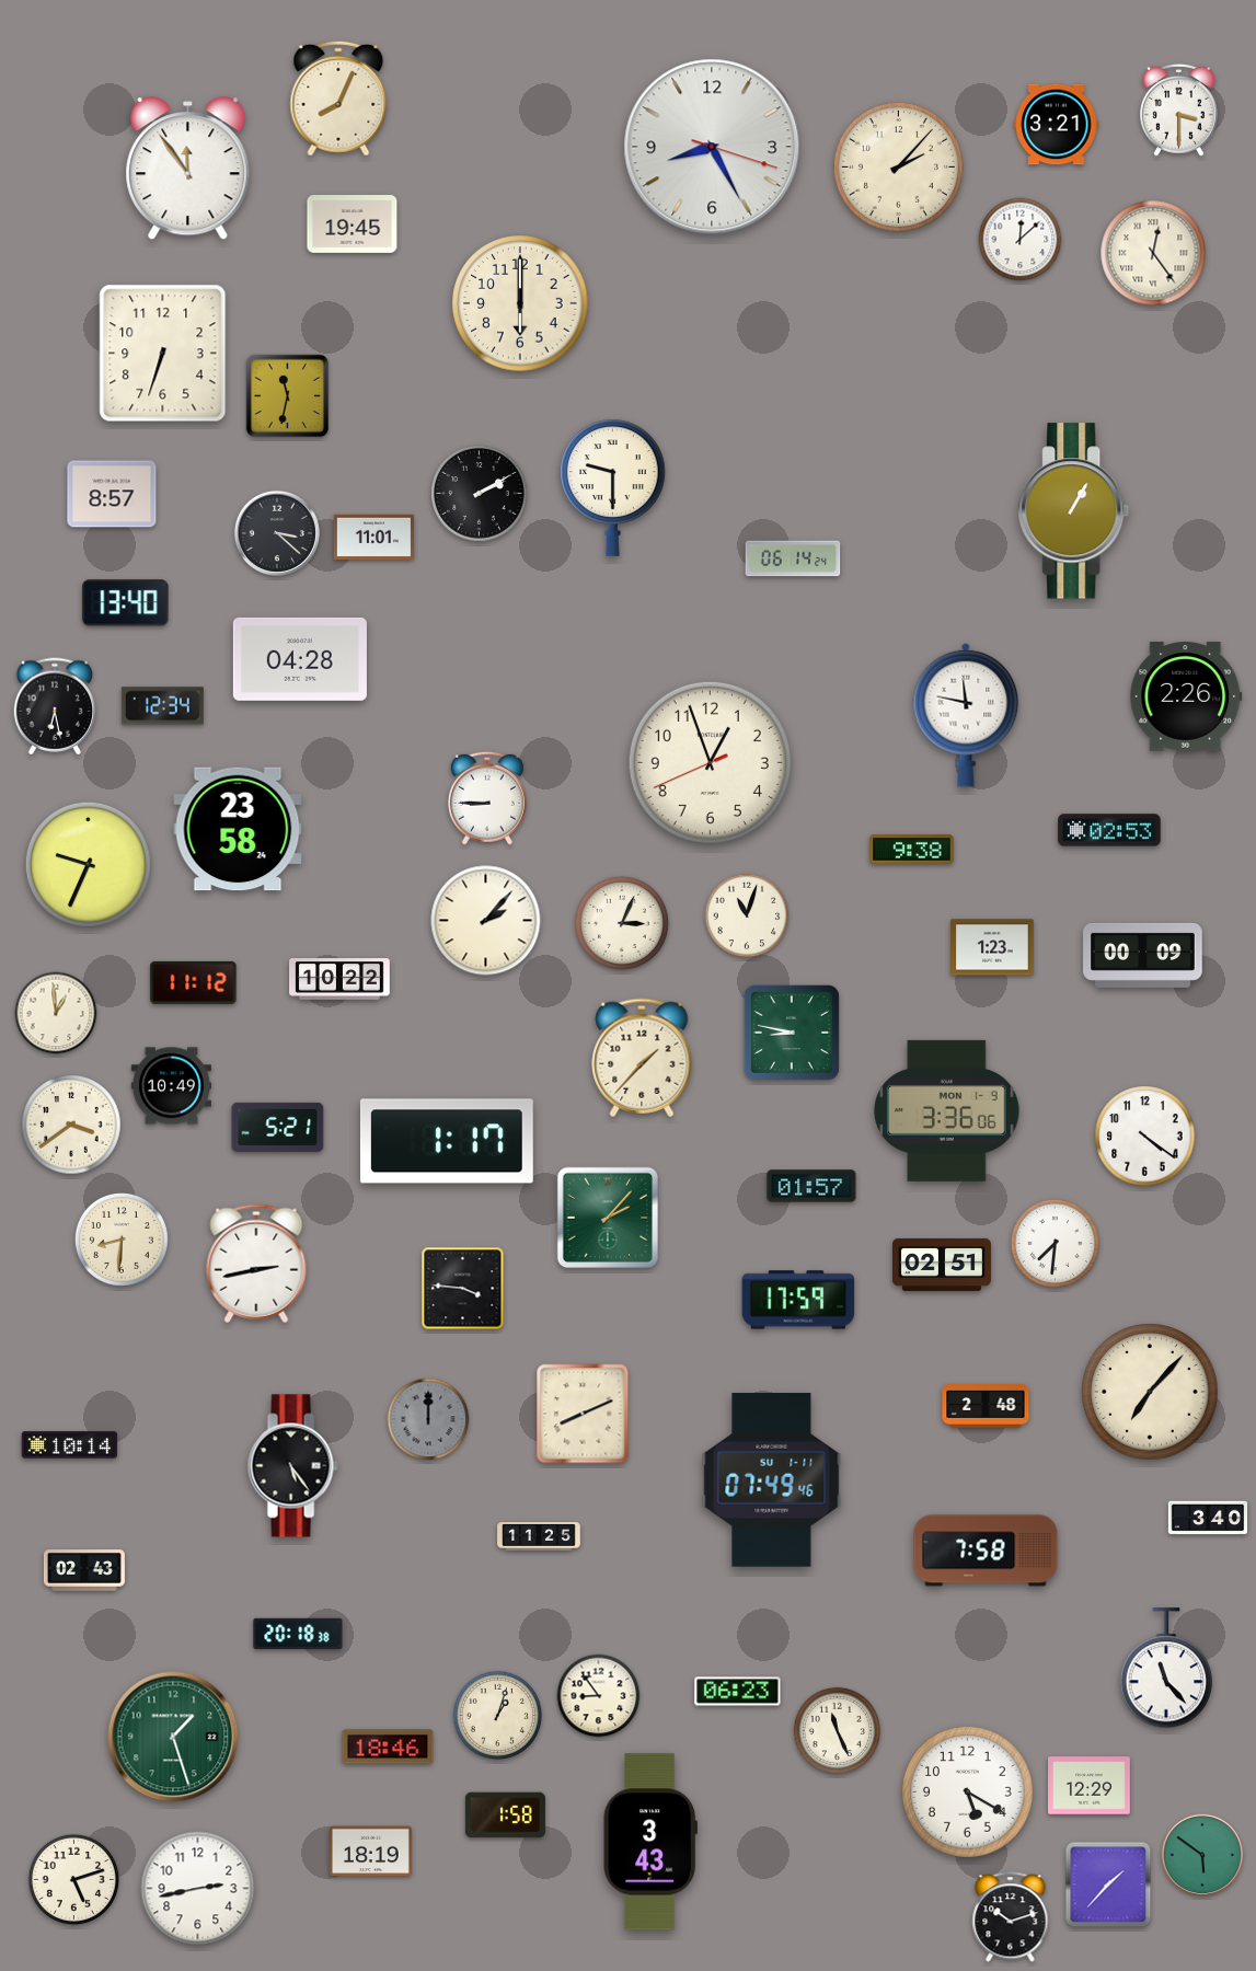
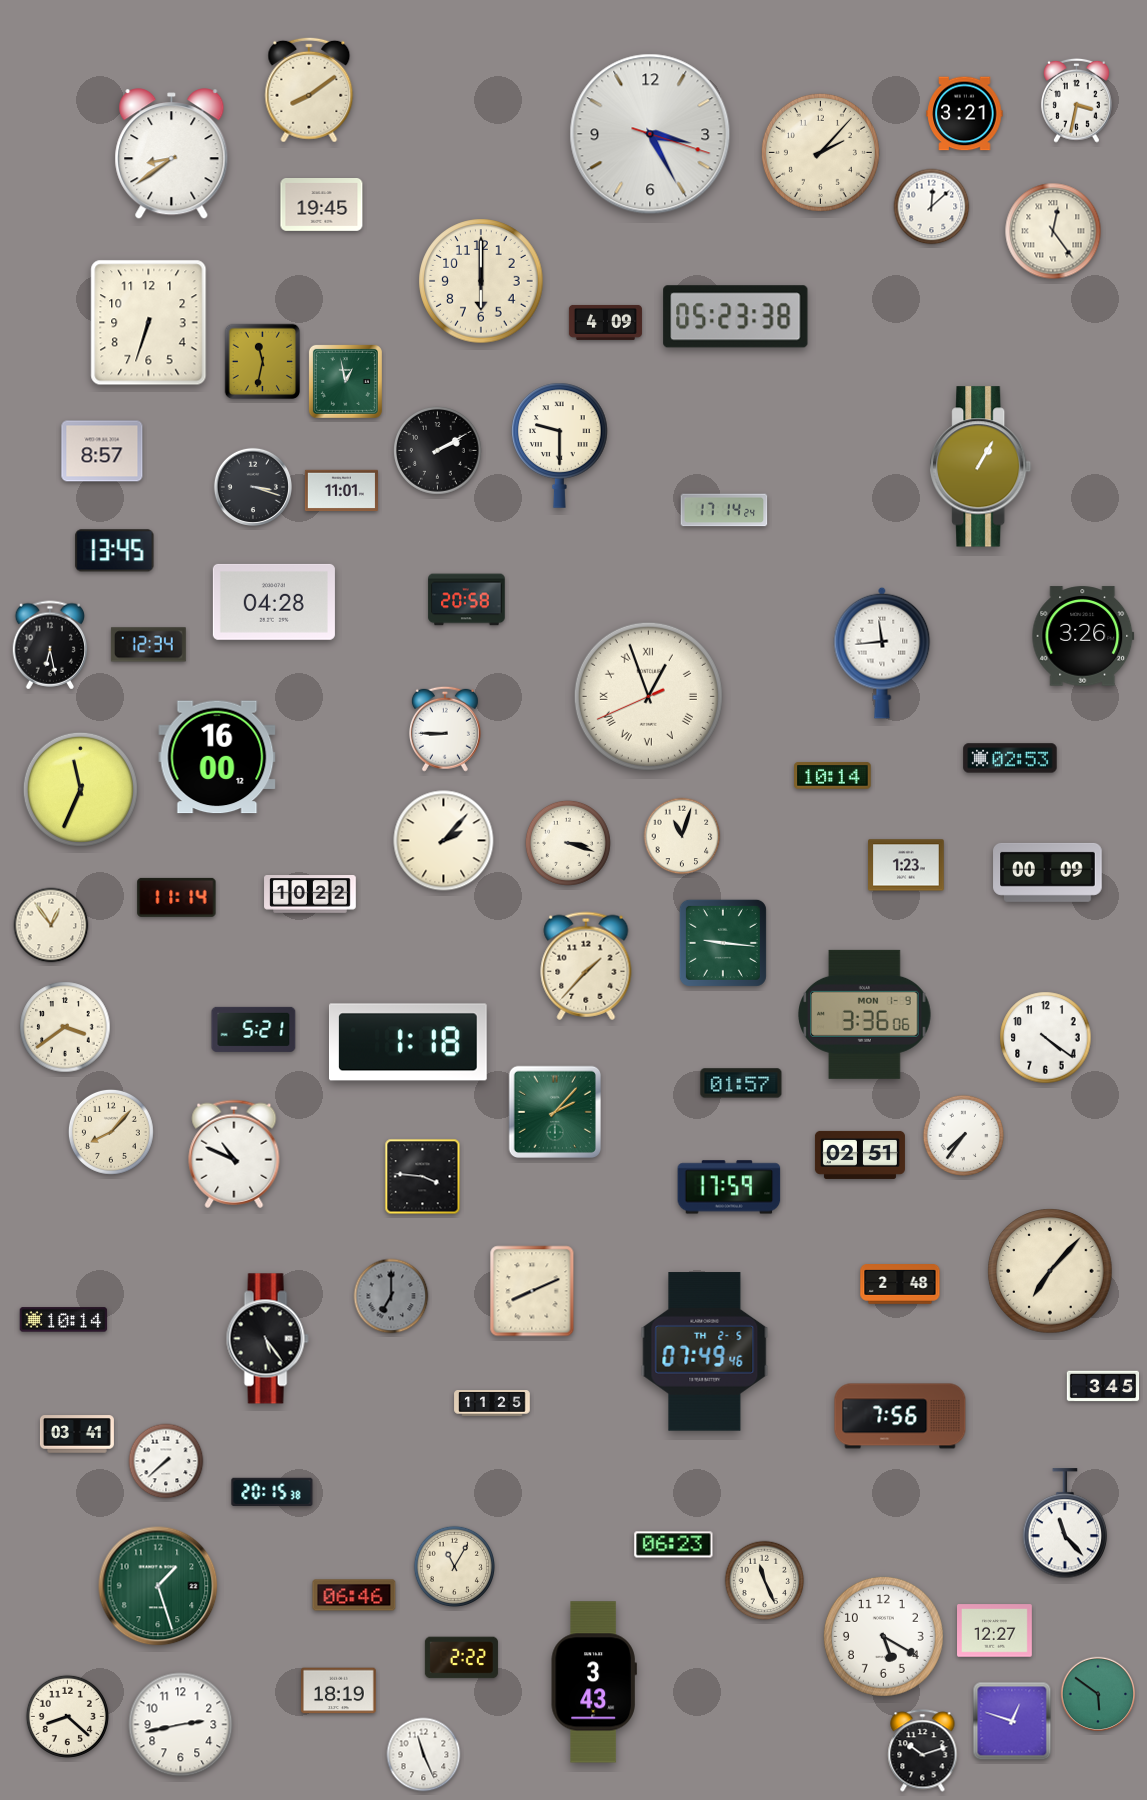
clock at (338, 99): 8:04 -> 8:09
clock at (1179, 109): 3:30 -> 3:32
clock at (712, 147): 8:25 -> 3:25
clock at (188, 169): 11:54 -> 8:39
clock at (1021, 240) position: (1021, 240) -> (932, 207)
clock at (520, 303) position: (520, 303) -> (481, 281)
clock at (736, 317): none -> 05:23
clock at (605, 322): none -> 4:09
clock at (345, 381): none -> 12:58
clock at (277, 533): 3:22 -> 3:18
clock at (793, 558): 06:14 -> 17:14
clock at (126, 603): 13:40 -> 13:45
clock at (467, 600): none -> 20:58
clock at (1186, 696): 2:26 -> 3:26
clock at (966, 715): 11:47 -> 11:44
clock at (710, 762) numerals: Arabic -> Roman
clock at (238, 829): 23:58 -> 16:00
clock at (1109, 830) position: (1109, 830) -> (1010, 758)
clock at (912, 850): 9:38 -> 10:14
clock at (88, 864): 9:34 -> 11:34
clock at (622, 923): 3:04 -> 3:18
clock at (1143, 955) position: (1143, 955) -> (1048, 872)
clock at (194, 982): 11:12 -> 11:14
clock at (56, 1013): 12:59 -> 12:54
clock at (792, 1033): 8:47 -> 9:16
clock at (171, 1086): 10:49 -> none
clock at (448, 1141): 1:17 -> 1:18
clock at (122, 1240): 8:31 -> 8:07
clock at (1055, 1243): 7:31 -> 7:36
clock at (256, 1264): 2:43 -> 10:49
clock at (428, 1419): 12:00 -> 7:00
clock at (772, 1480) date: SU 1-11 -> TH 2-5
clock at (1208, 1518): 3:40 -> 3:45
clock at (986, 1551): 7:58 -> 7:56
clock at (84, 1570): 02:43 -> 03:41
clock at (166, 1461): none -> 7:38
clock at (298, 1633): 20:18 -> 20:15
clock at (599, 1696): 8:54 -> none
clock at (497, 1715): 1:03 -> 11:05
clock at (388, 1747): 18:46 -> 06:46
clock at (1090, 1786): 12:29 -> 12:27
clock at (505, 1816): 1:58 -> 2:22
clock at (73, 1879): 5:12 -> 8:22
clock at (1108, 1884): 1:37 -> 12:48
clock at (424, 1755): none -> 11:26
